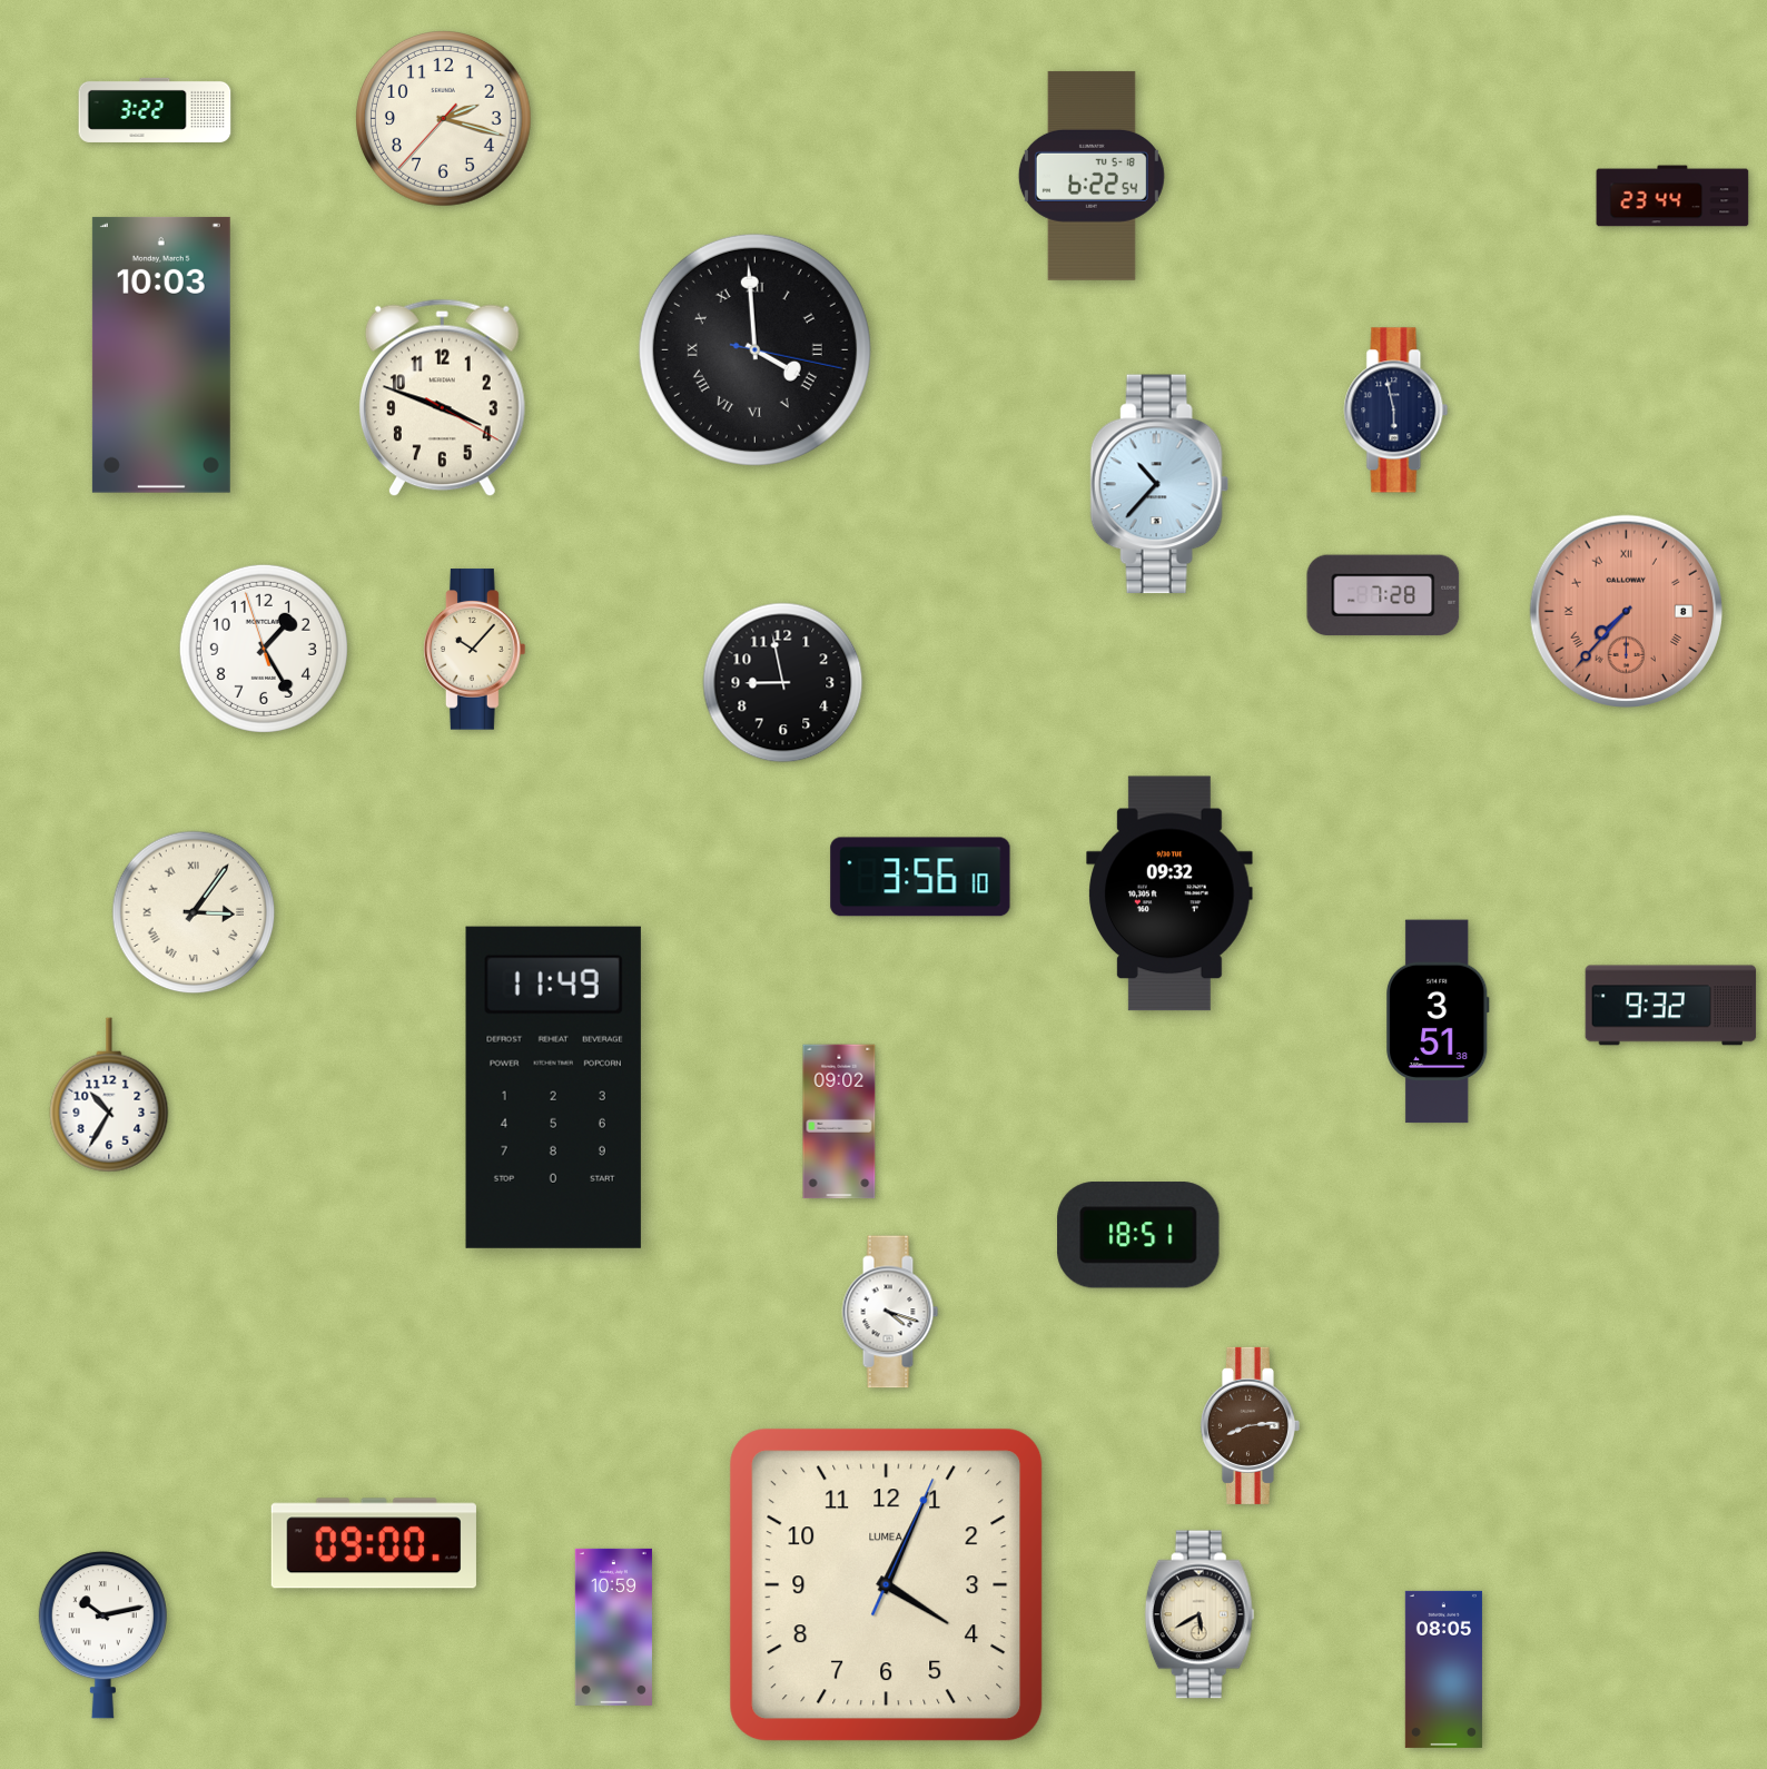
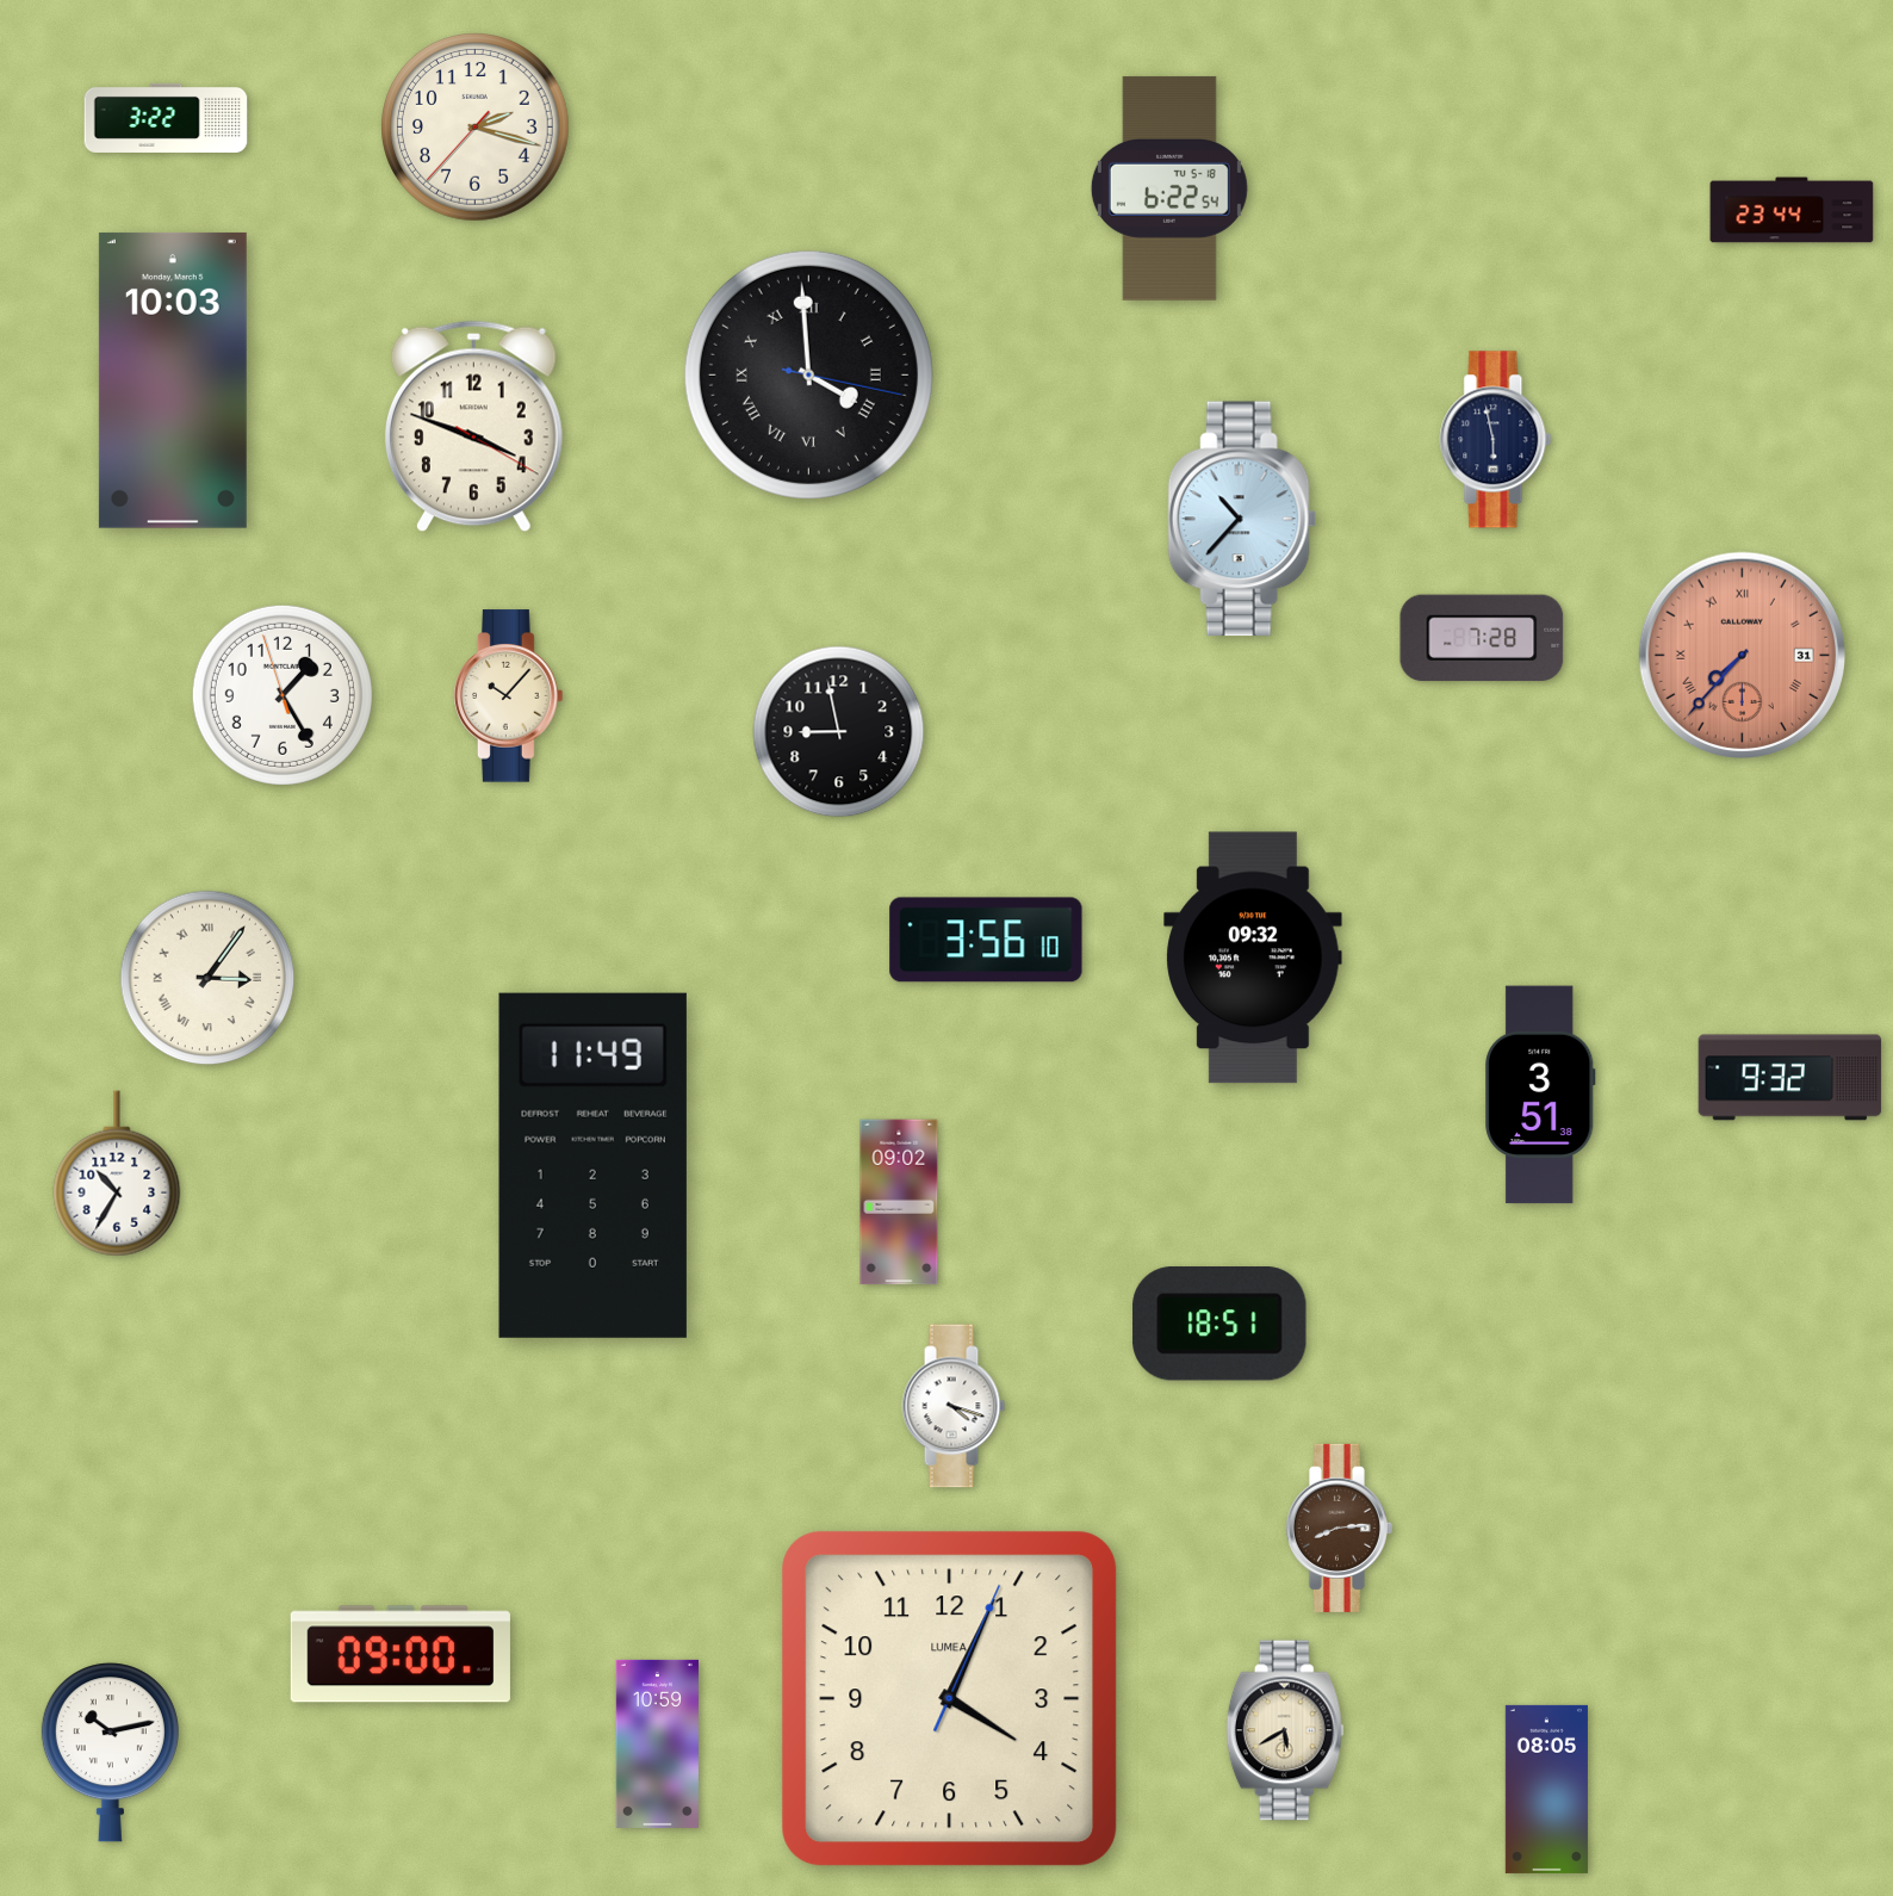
clock at (1626, 611) date: 8 -> 31
